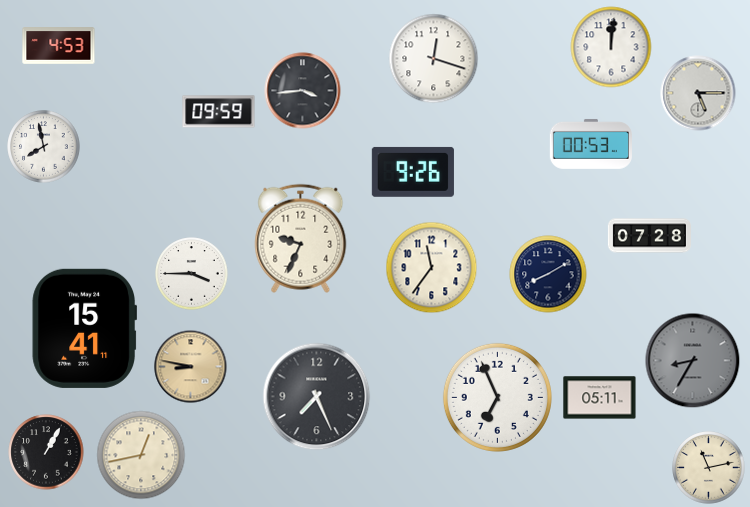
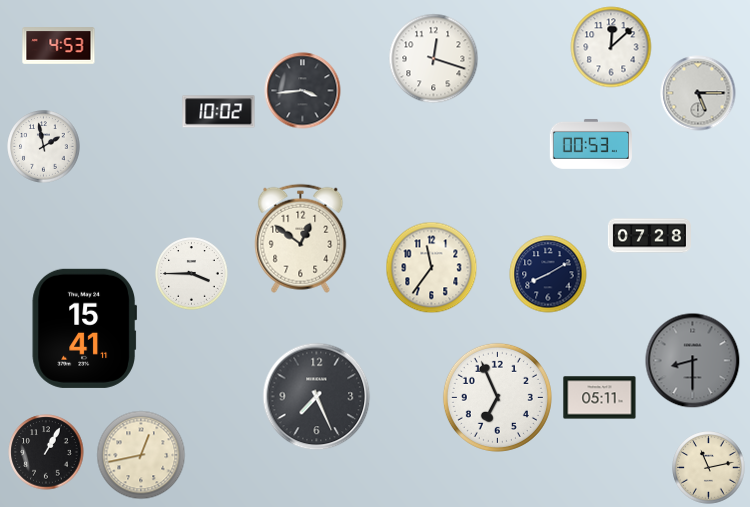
clock at (611, 47): 12:01 -> 12:08
clock at (219, 112): 09:59 -> 10:02
clock at (44, 147): 7:58 -> 1:58
clock at (413, 172): 9:26 -> none
clock at (301, 238): 9:34 -> 12:51
clock at (693, 361): 8:35 -> 8:30
clock at (191, 367): 8:47 -> none
